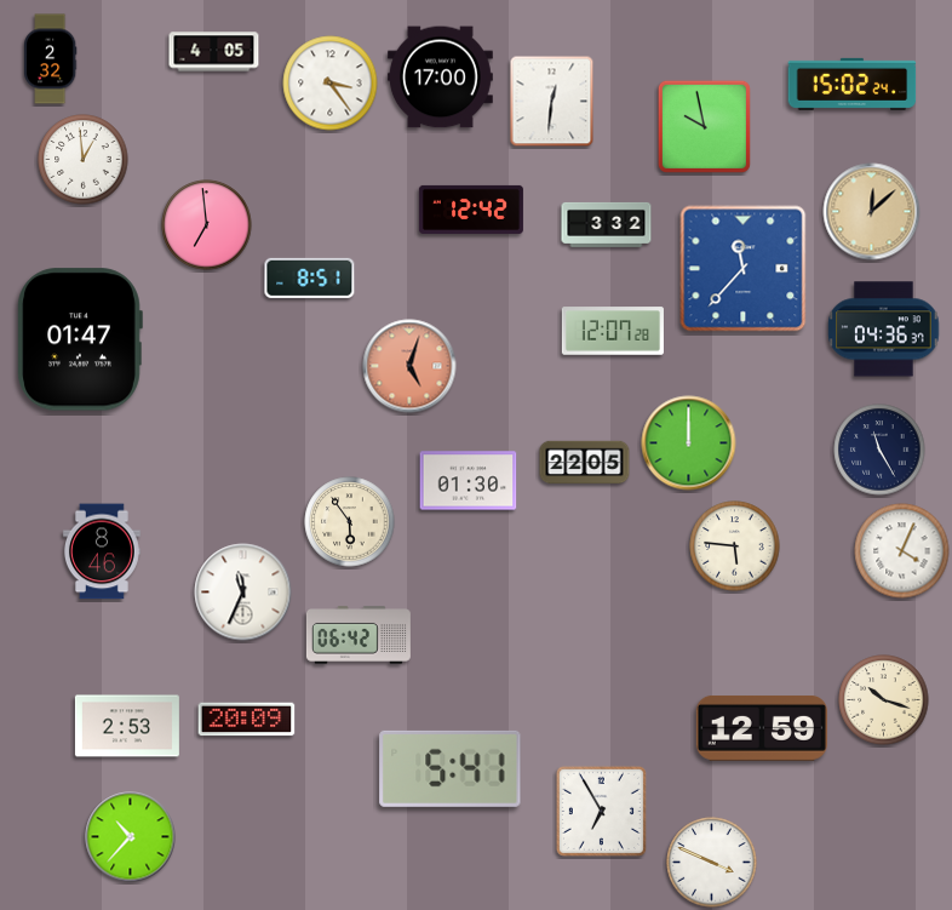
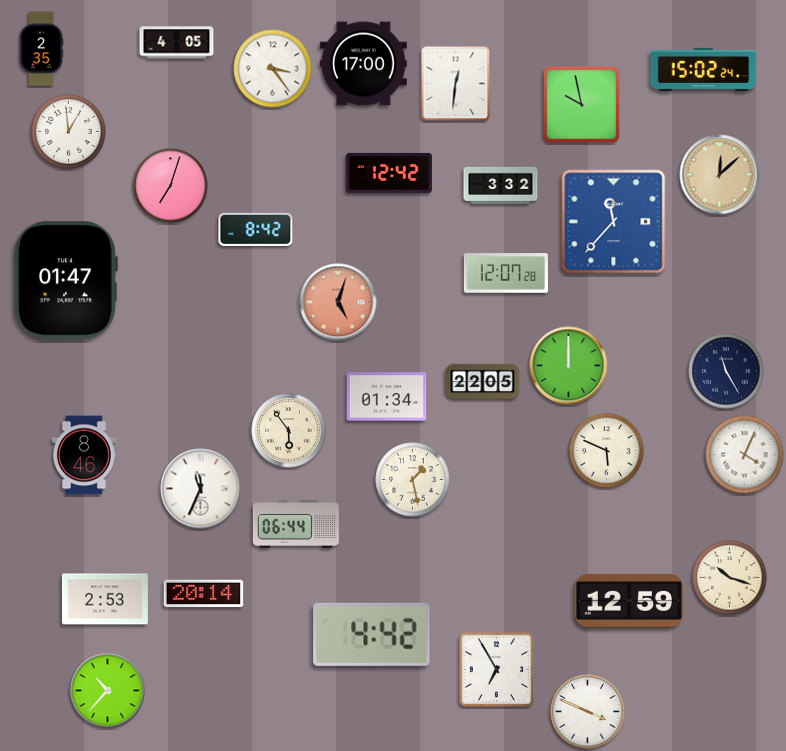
clock at (51, 59): 2:32 -> 2:35
clock at (207, 225): 6:59 -> 7:03
clock at (310, 277): 8:51 -> 8:42
clock at (884, 330): 04:36 -> none
clock at (469, 481): 01:30 -> 01:34
clock at (735, 546): 5:46 -> 5:49
clock at (413, 480): none -> 1:28
clock at (359, 635): 06:42 -> 06:44
clock at (247, 720): 20:09 -> 20:14
clock at (451, 768): 5:41 -> 4:42
